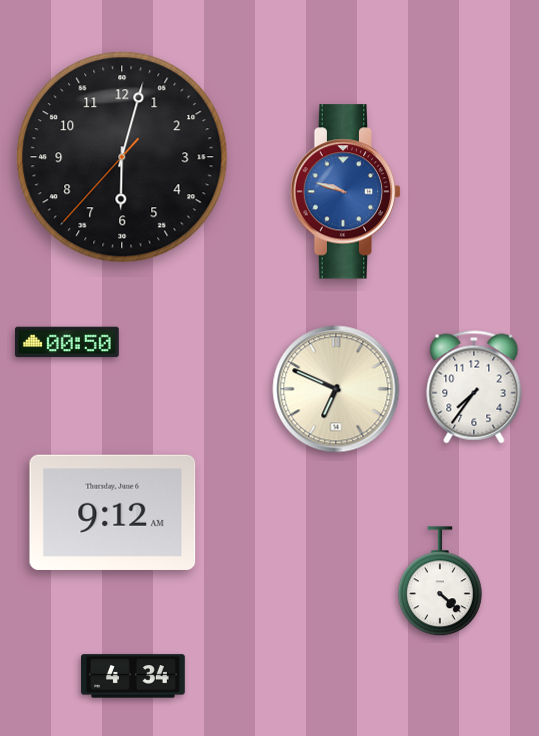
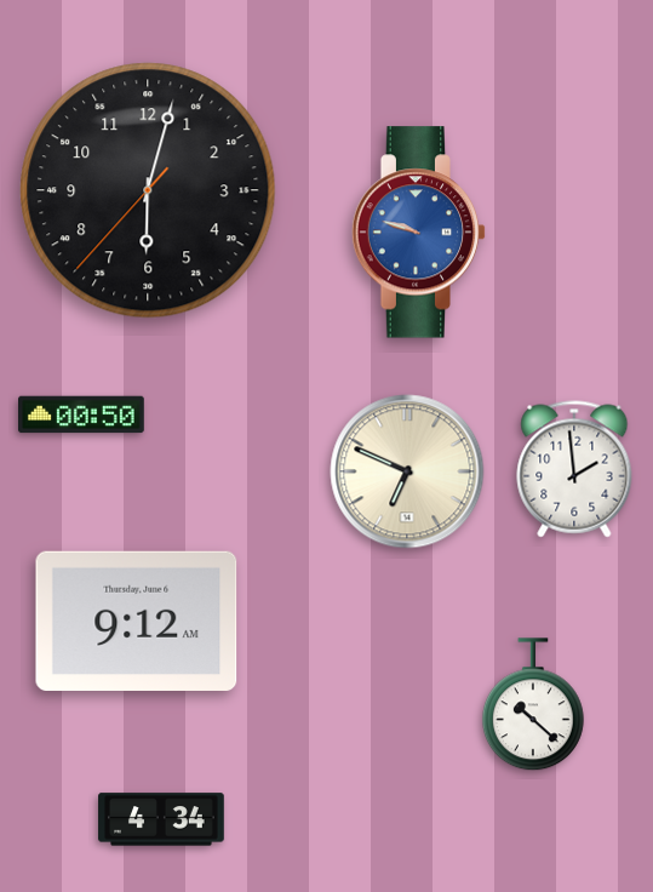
clock at (474, 387): 7:36 -> 1:59
clock at (440, 582): 4:22 -> 10:22
